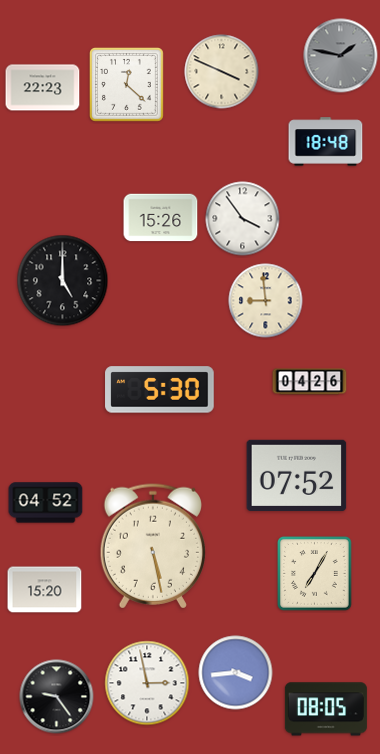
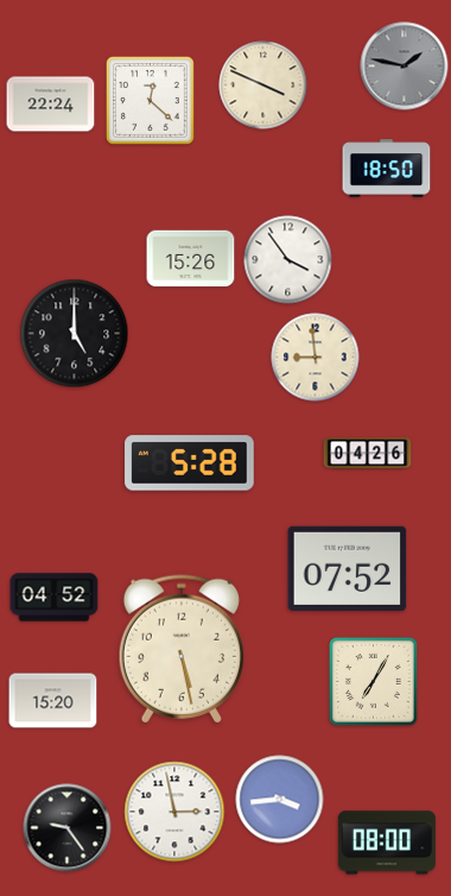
clock at (43, 88): 22:23 -> 22:24
clock at (326, 142): 18:48 -> 18:50
clock at (160, 390): 5:30 -> 5:28
clock at (297, 475) position: (297, 475) -> (348, 568)
clock at (326, 709): 08:05 -> 08:00
